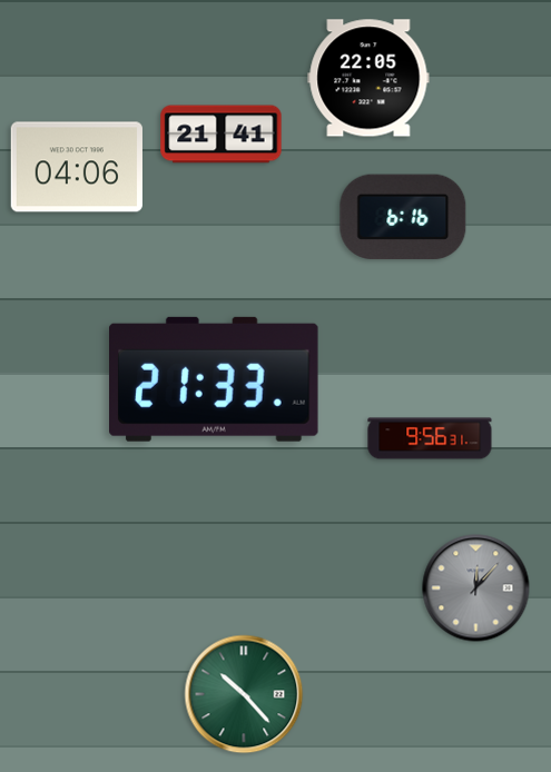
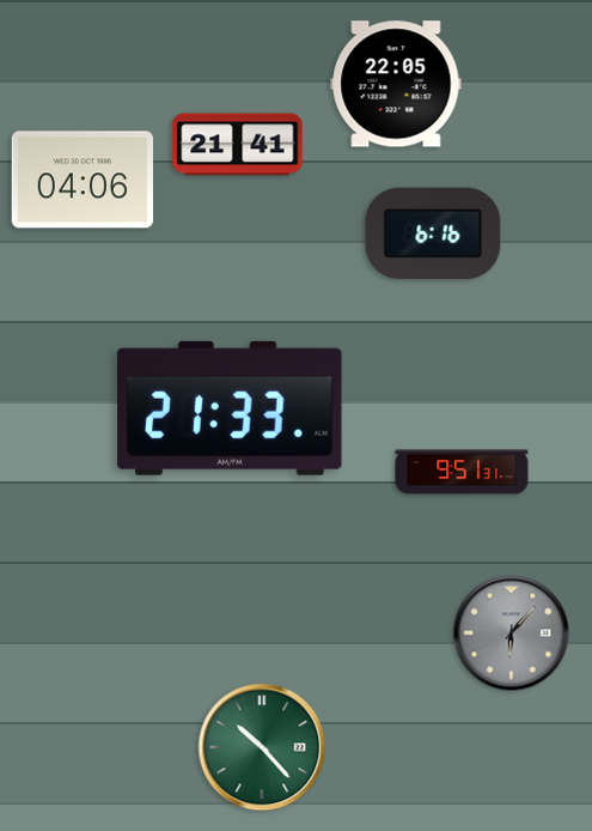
clock at (430, 438): 9:56 -> 9:51
clock at (476, 588): 12:07 -> 6:07
